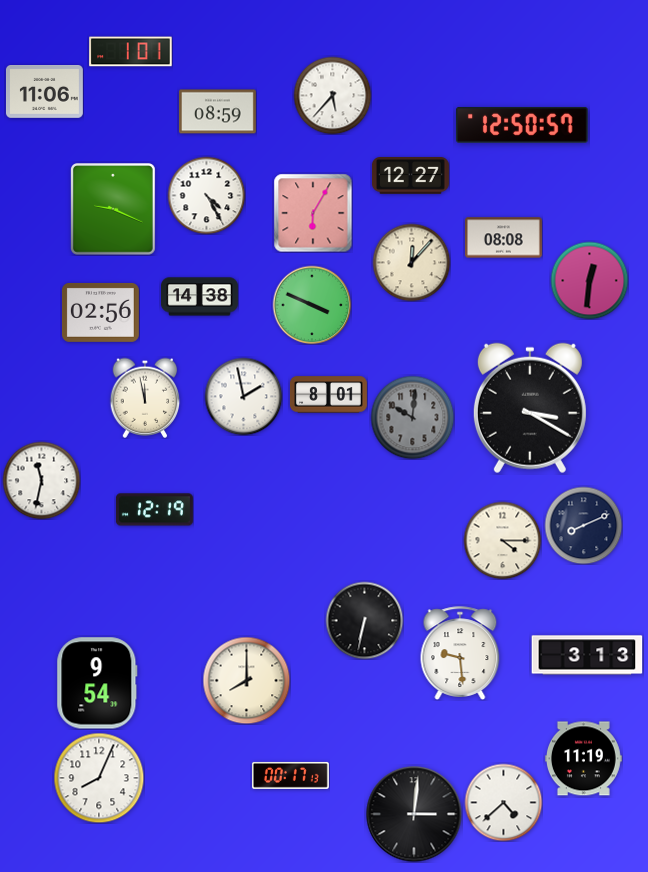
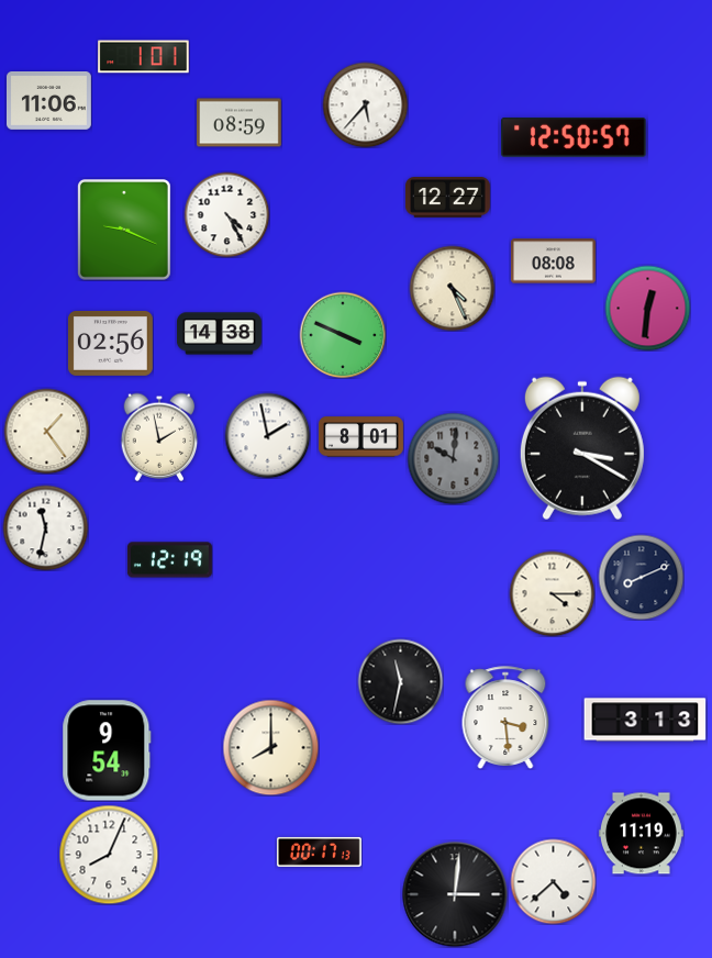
clock at (410, 176) position: (410, 176) -> (447, 198)
clock at (313, 213): 6:05 -> none
clock at (411, 262): 12:07 -> 4:26
clock at (200, 297) position: (200, 297) -> (220, 334)
clock at (46, 431): none -> 1:24
clock at (328, 395) position: (328, 395) -> (360, 437)
clock at (145, 398): 11:58 -> 1:58
clock at (364, 620): 6:32 -> 11:32
clock at (460, 653): 9:29 -> 3:29
